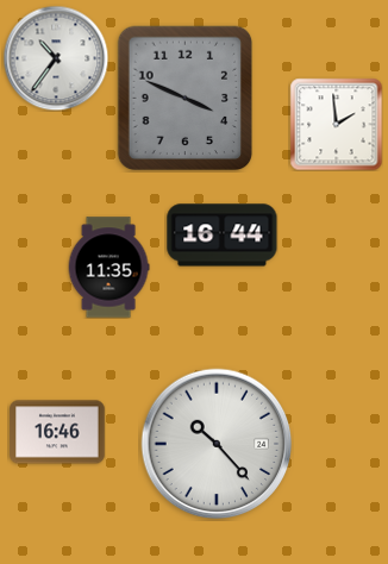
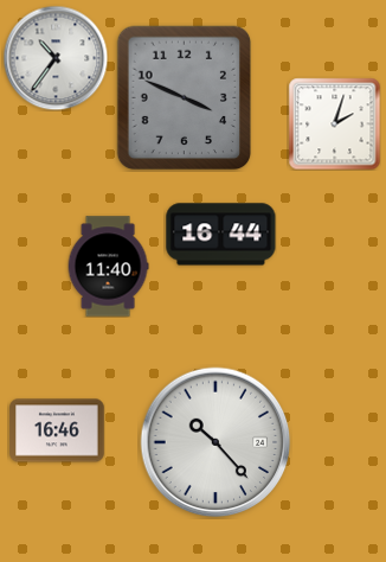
clock at (336, 124): 1:59 -> 2:03
clock at (108, 268): 11:35 -> 11:40
